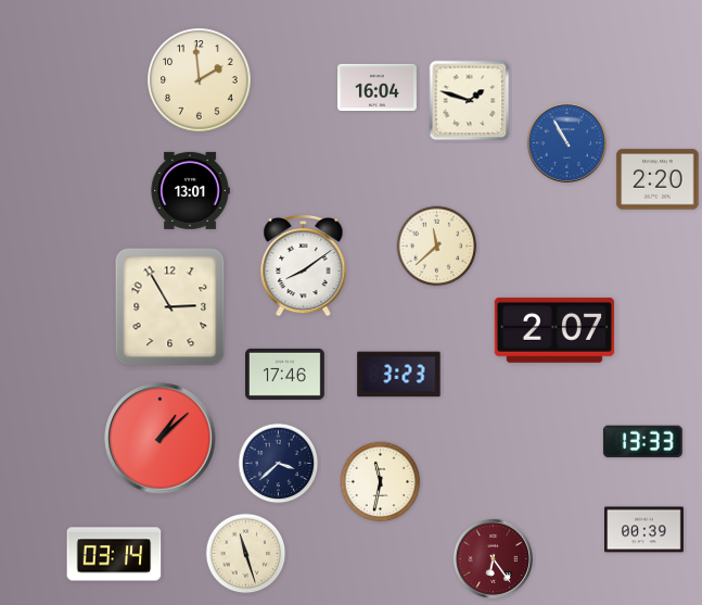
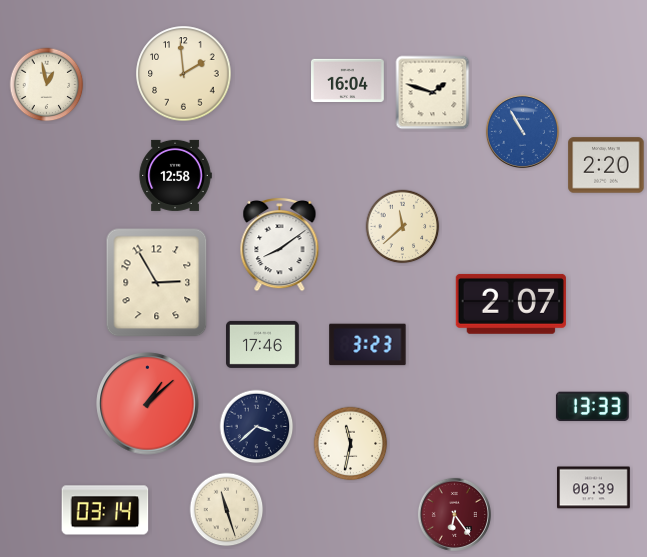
clock at (47, 85): none -> 12:58
clock at (190, 190): 13:01 -> 12:58
